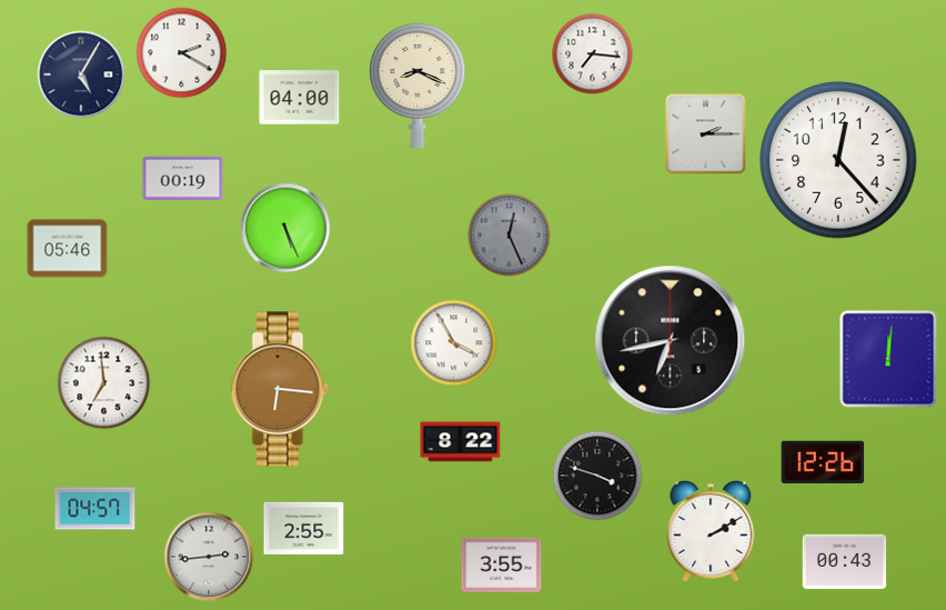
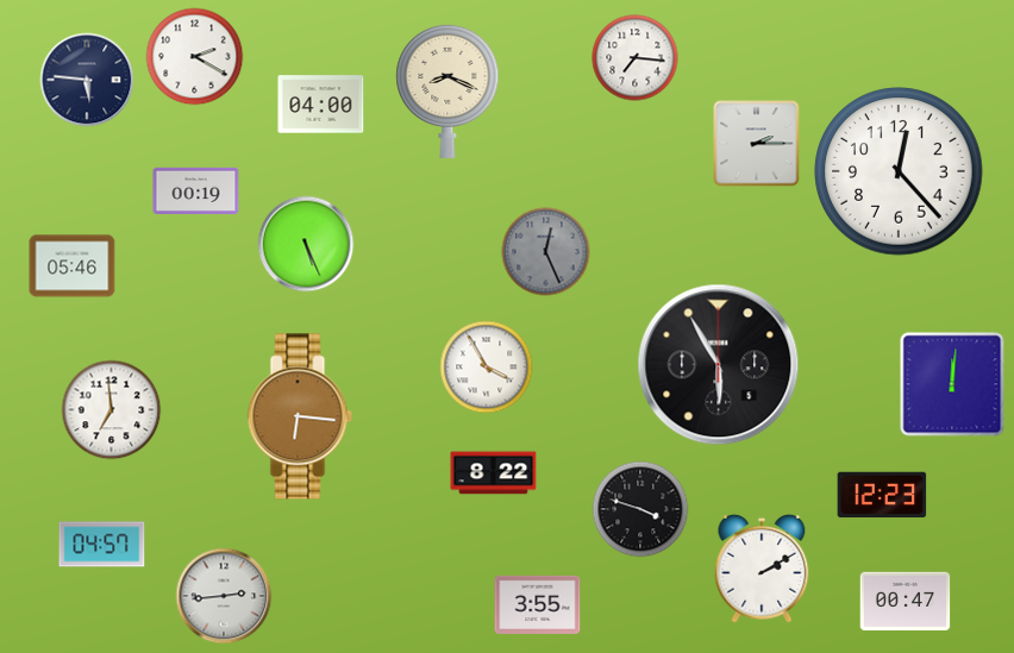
clock at (81, 74): 5:05 -> 5:46
clock at (671, 341): 6:43 -> 5:55
clock at (823, 462): 12:26 -> 12:23
clock at (304, 528): 2:55 -> none
clock at (845, 562): 00:43 -> 00:47
